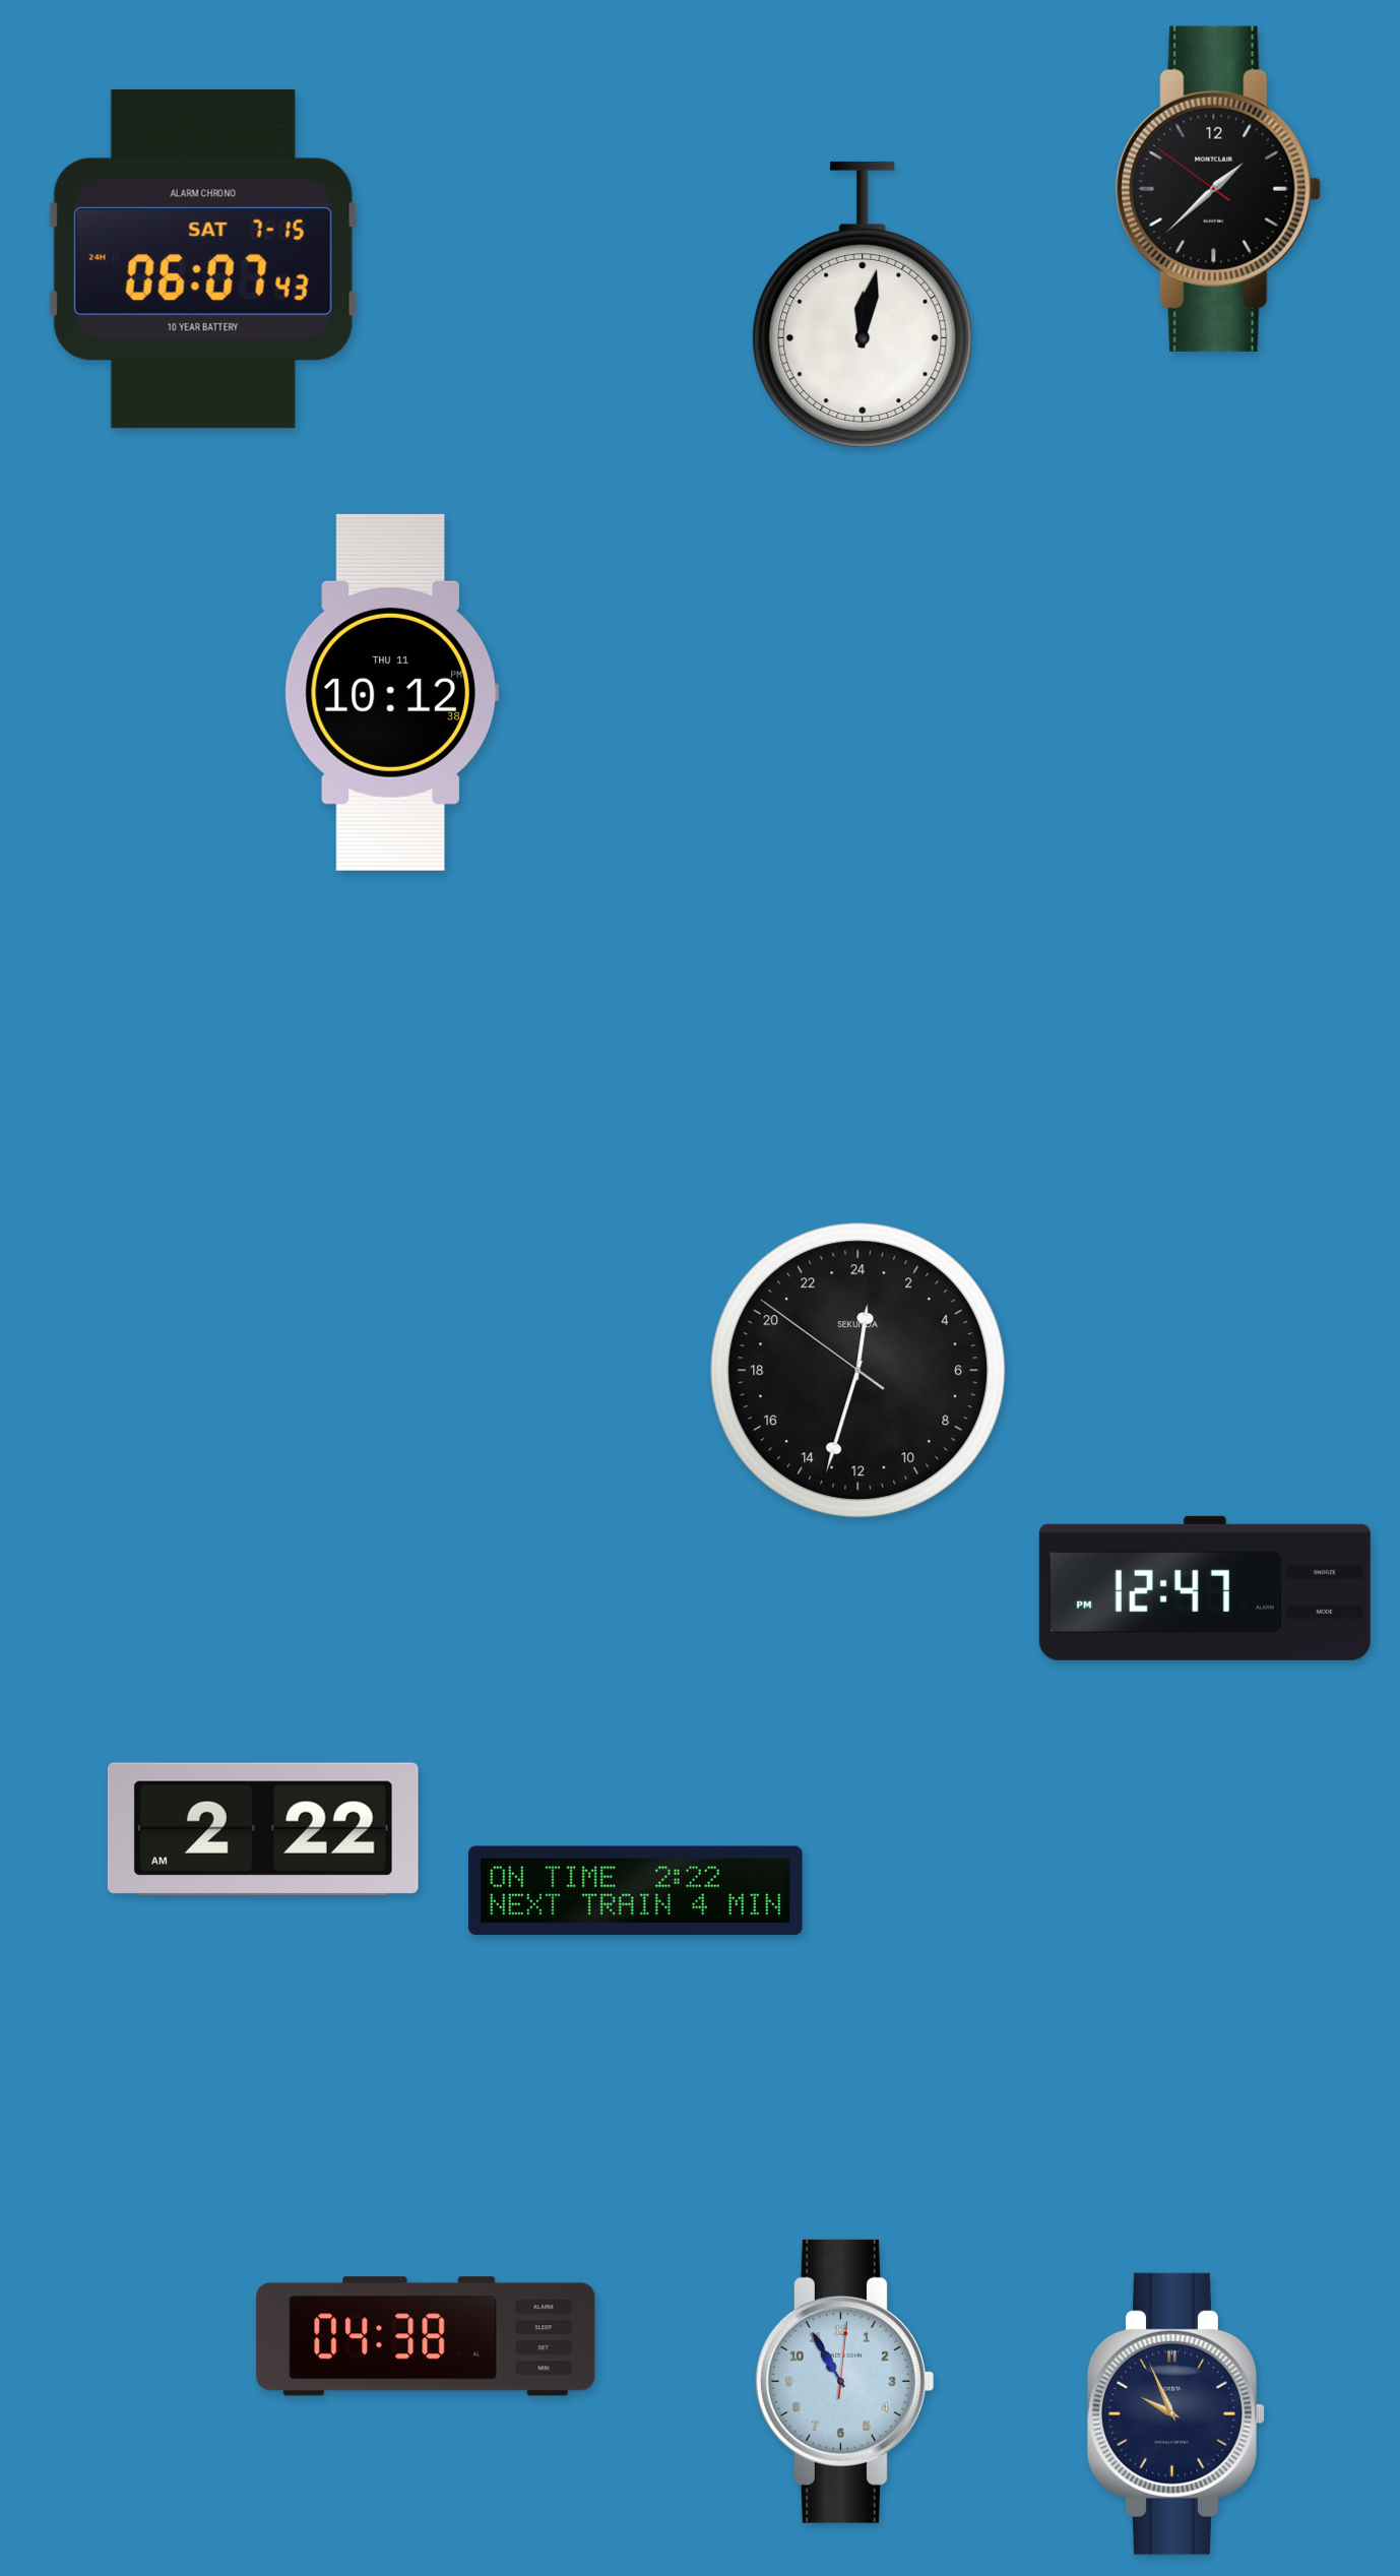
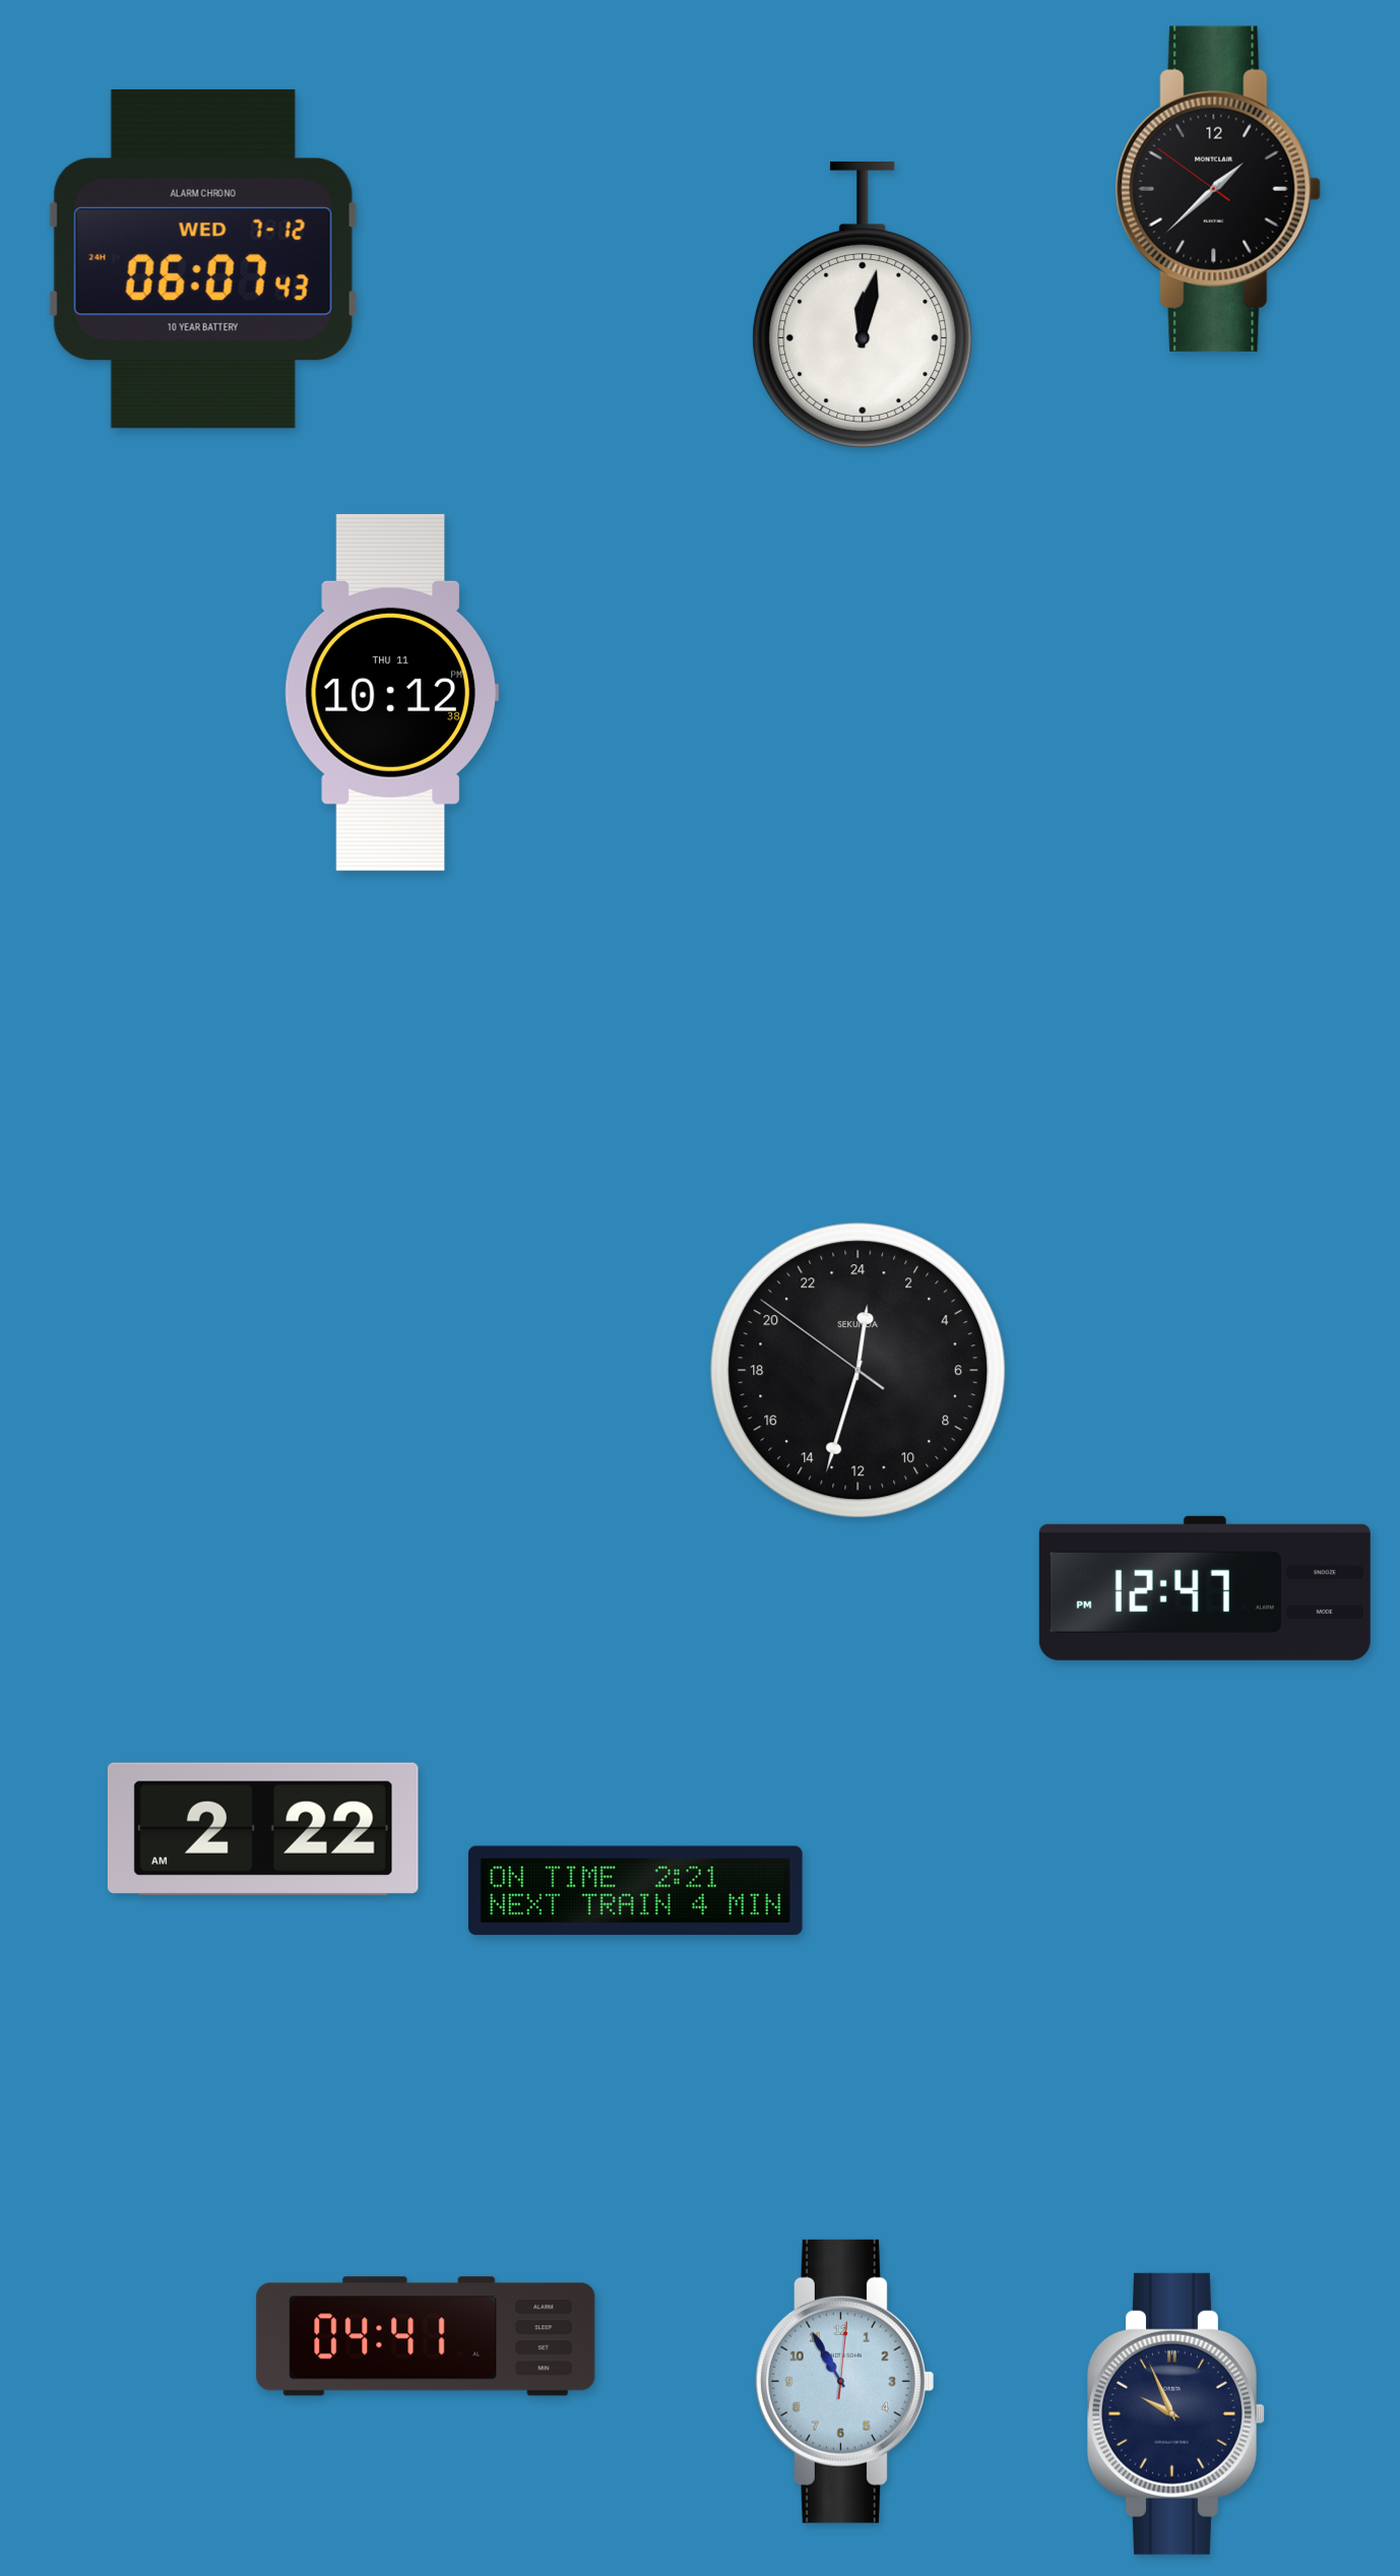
clock at (203, 259) date: SAT 7-15 -> WED 7-12
clock at (635, 1891): 2:22 -> 2:21
clock at (426, 2336): 04:38 -> 04:41
